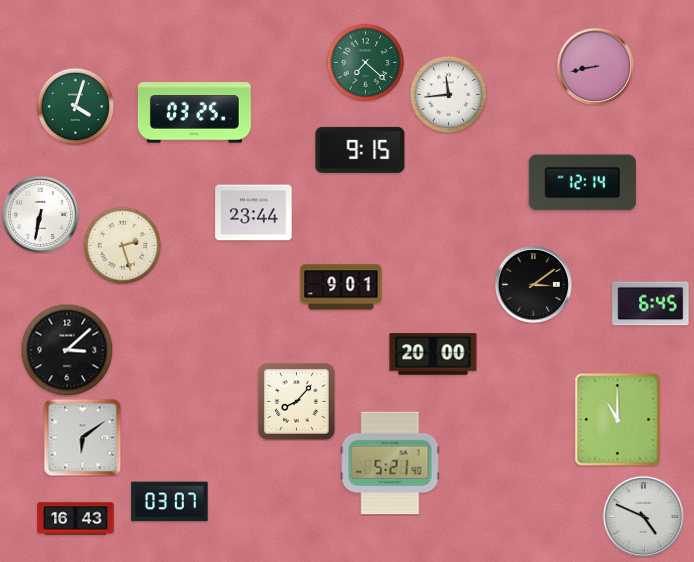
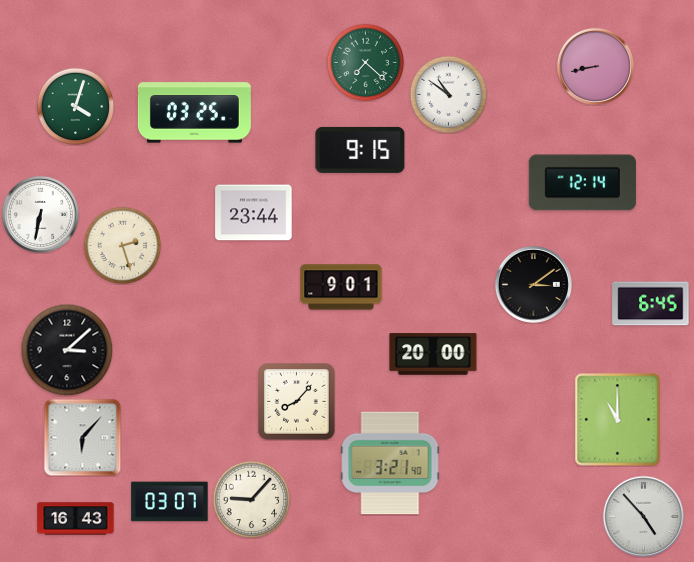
clock at (448, 94): 11:44 -> 10:51
clock at (82, 437): 6:09 -> 6:07
clock at (390, 463): 5:21 -> 3:21
clock at (251, 499): none -> 9:07
clock at (643, 516): 4:49 -> 4:53
